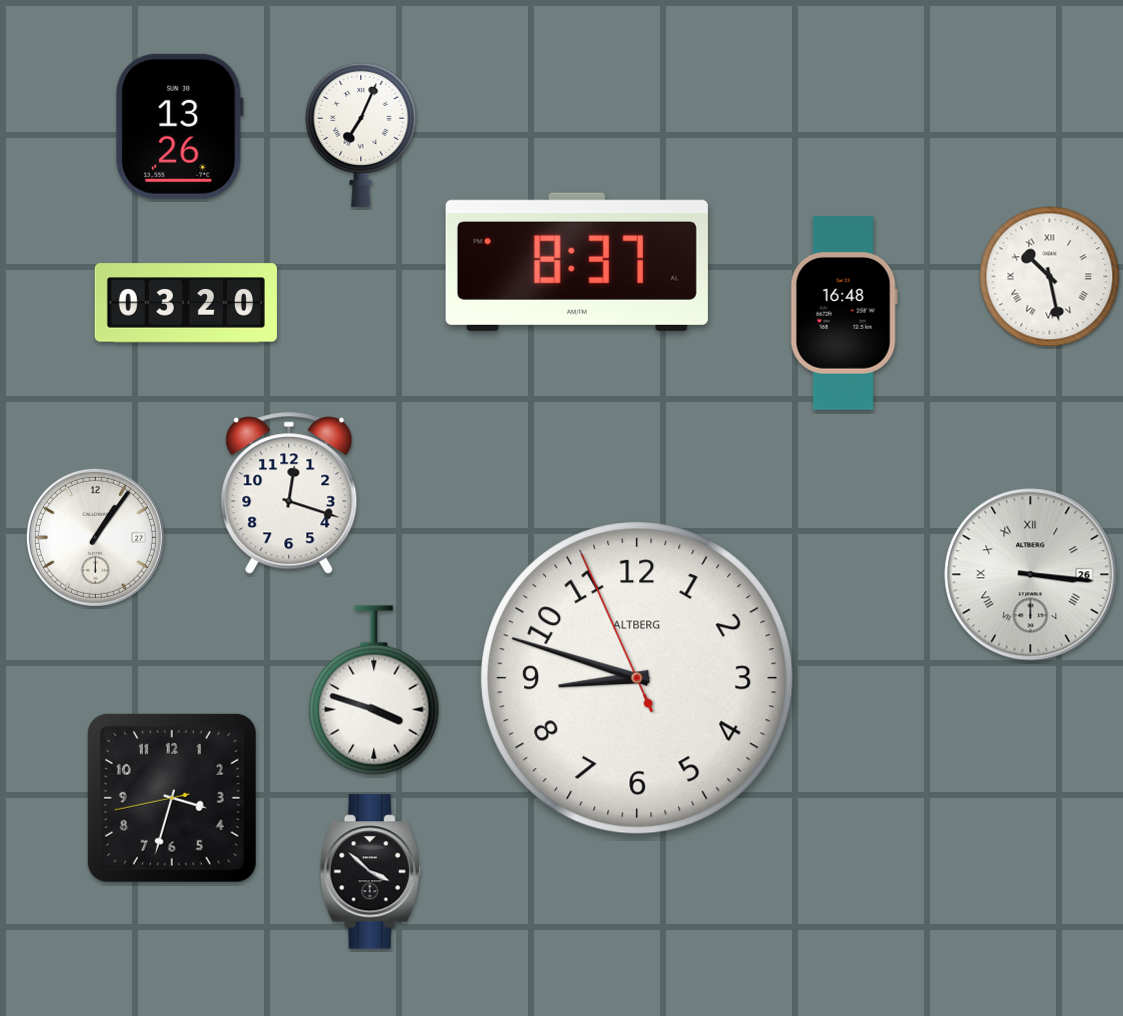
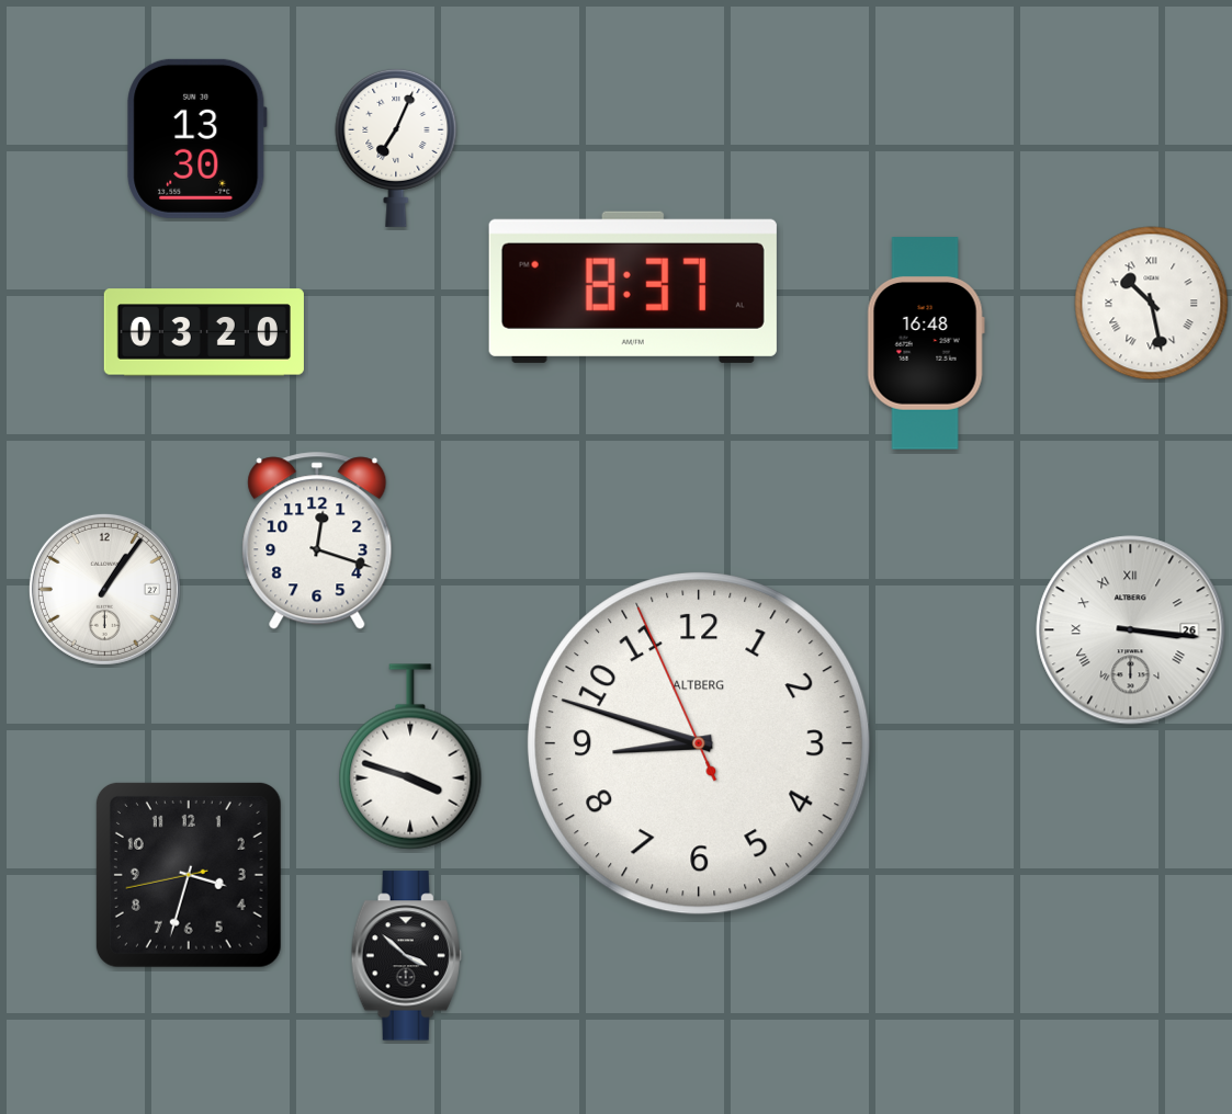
clock at (180, 126): 13:26 -> 13:30
